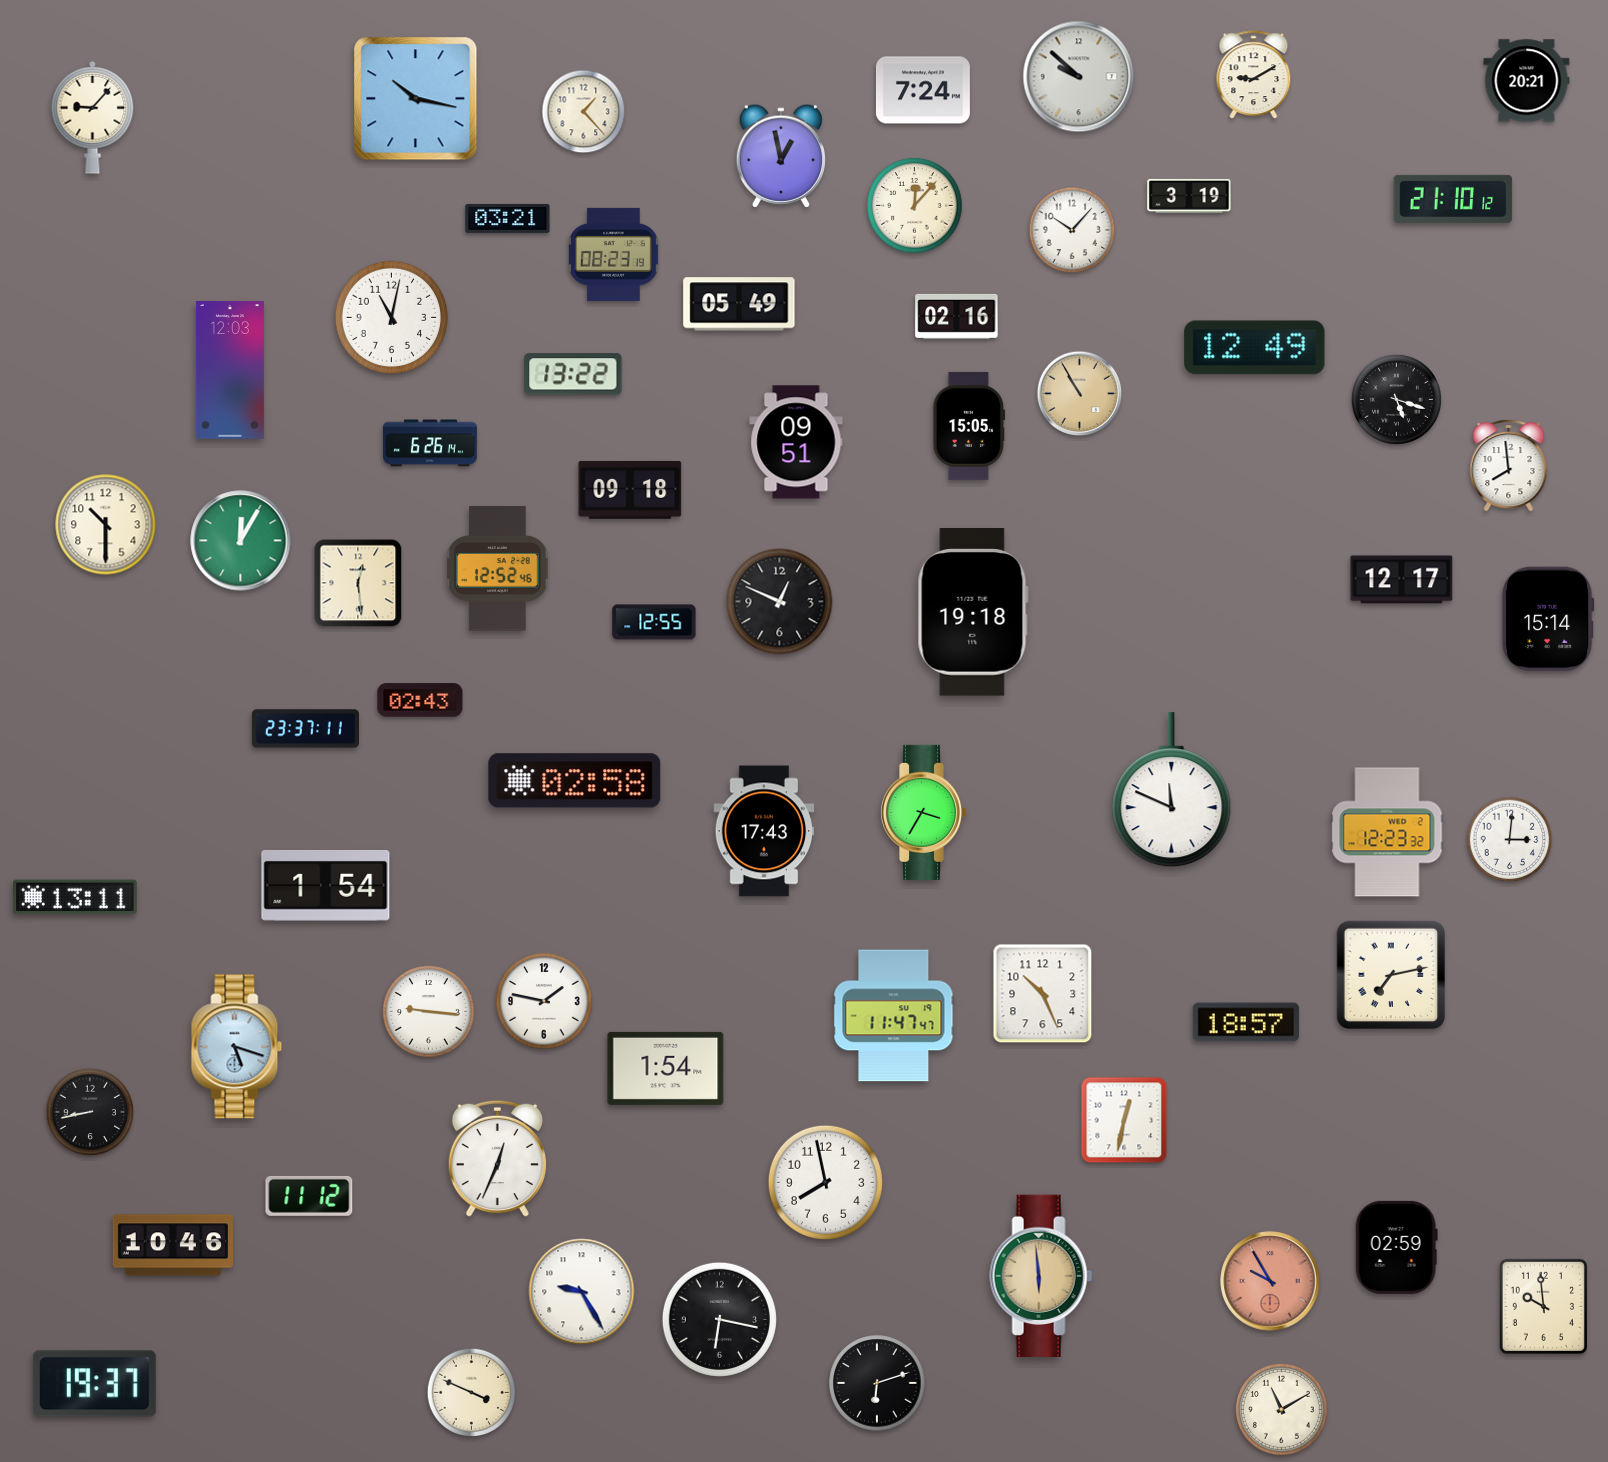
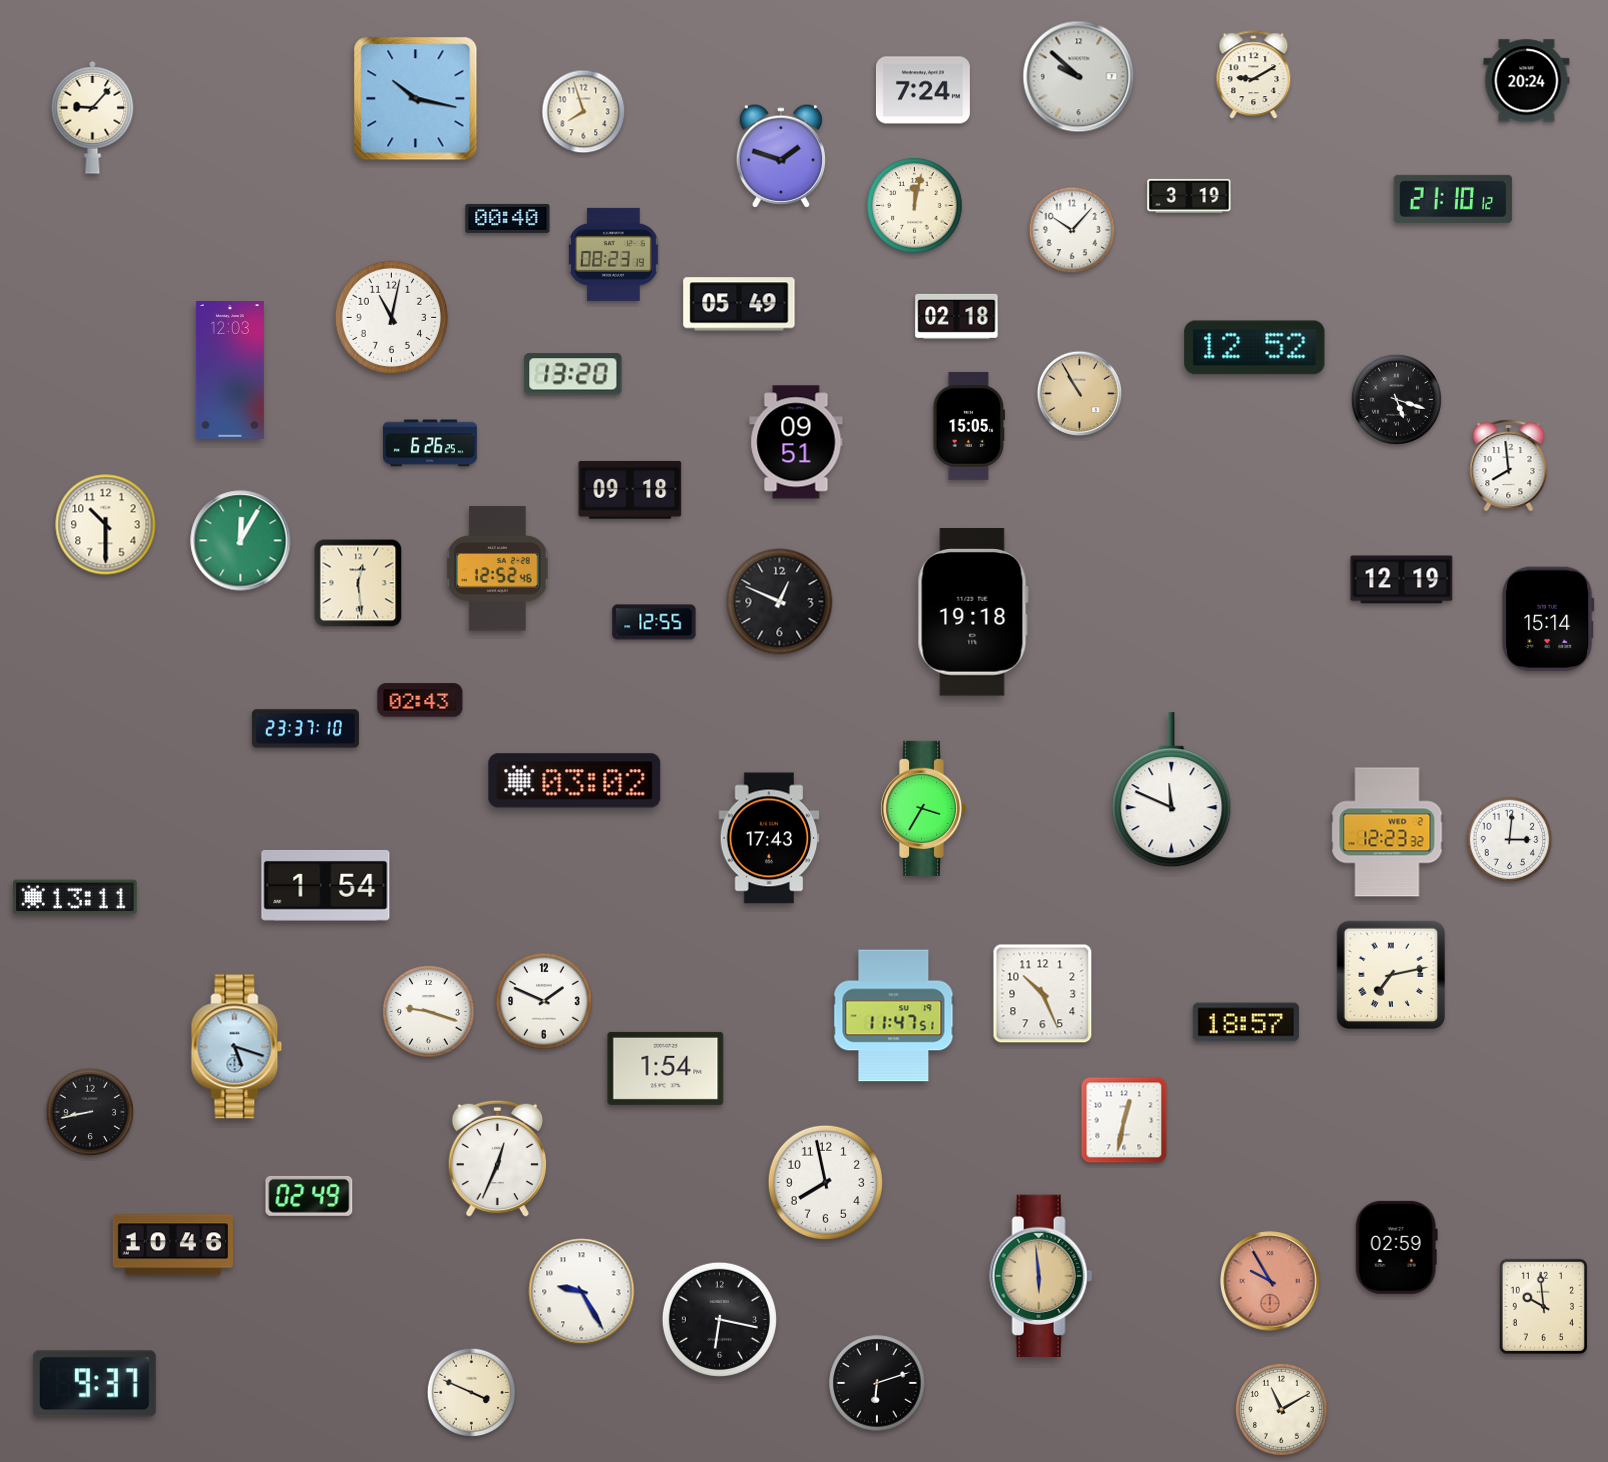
clock at (1527, 81): 20:21 -> 20:24
clock at (584, 112): 1:23 -> 7:57
clock at (780, 156): 12:58 -> 1:48
clock at (915, 206): 12:07 -> 12:02
clock at (508, 218): 03:21 -> 00:40
clock at (957, 316): 02:16 -> 02:18
clock at (1255, 348): 12:49 -> 12:52
clock at (573, 374): 13:22 -> 13:20
clock at (431, 443): 6:26:14 -> 6:26:25
clock at (1402, 580): 12:17 -> 12:19
clock at (305, 729): 23:37:11 -> 23:37:10
clock at (575, 781): 02:58 -> 03:02
clock at (924, 812) position: (924, 812) -> (924, 808)
clock at (764, 831) position: (764, 831) -> (769, 838)
clock at (544, 1001): 1:47 -> 1:49
clock at (428, 1011): 9:16 -> 9:18
clock at (894, 1016): 11:47:47 -> 11:47:51
clock at (309, 1196): 11:12 -> 02:49
clock at (94, 1384): 19:37 -> 9:37
